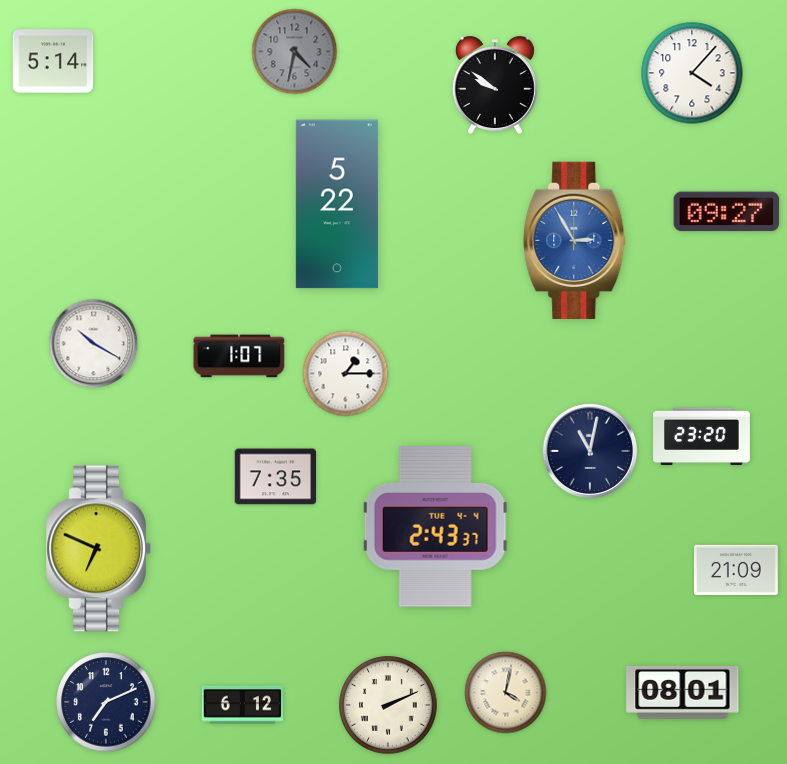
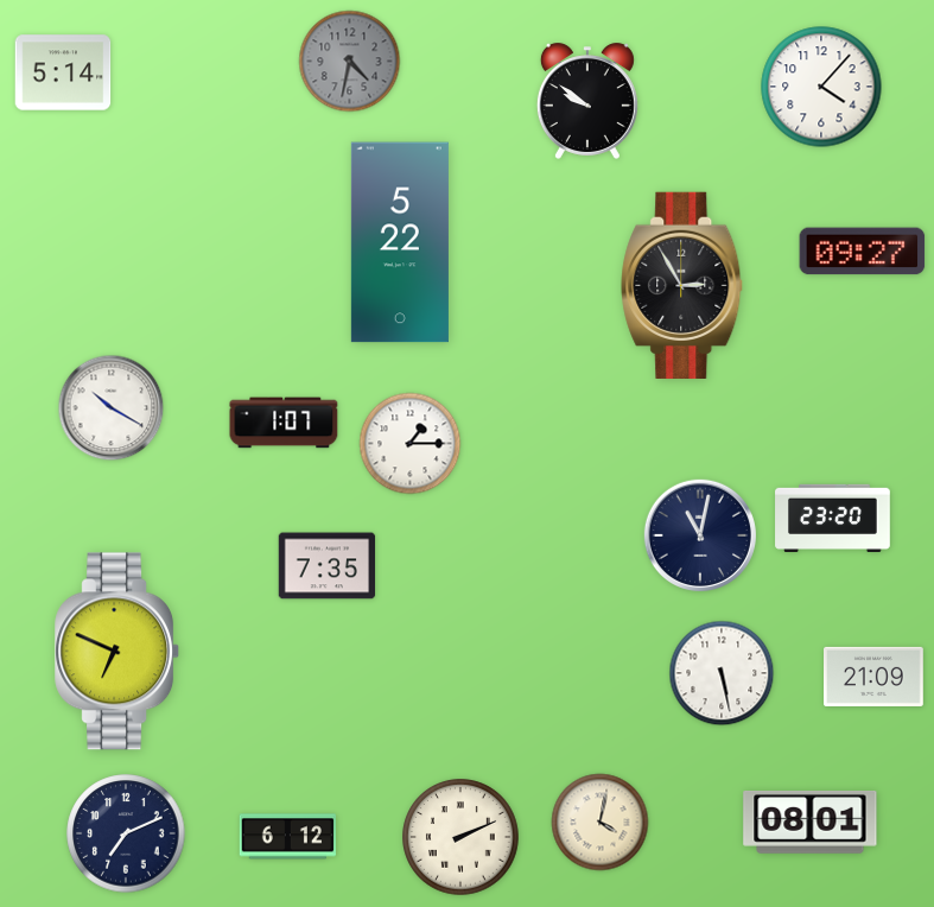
clock at (575, 240) dial: blue -> black
clock at (436, 526): 2:43 -> none
clock at (722, 673): none -> 5:28
